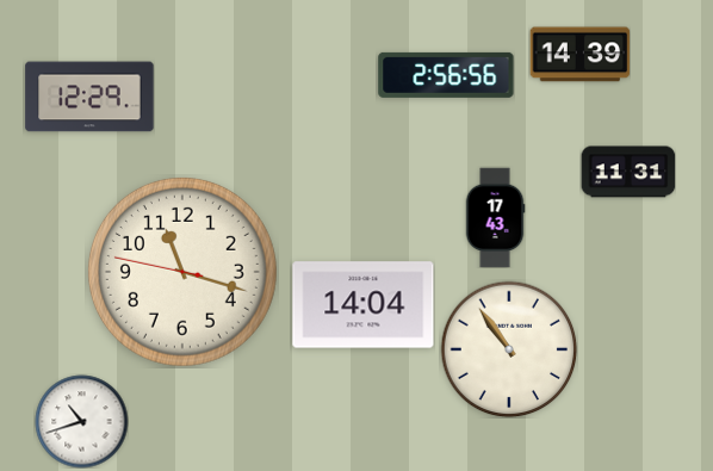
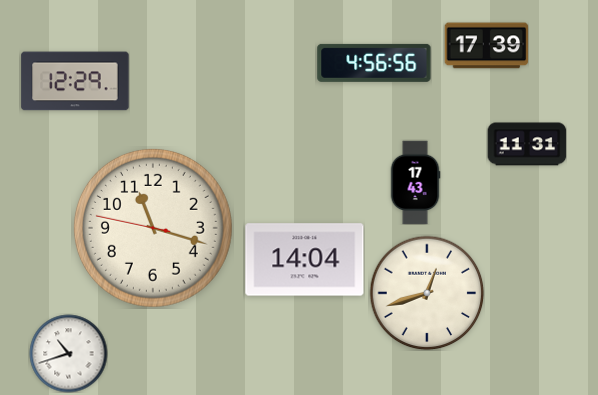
clock at (579, 55): 14:39 -> 17:39
clock at (446, 75): 2:56 -> 4:56
clock at (364, 305) position: (364, 305) -> (305, 260)
clock at (509, 349): 10:54 -> 12:42
